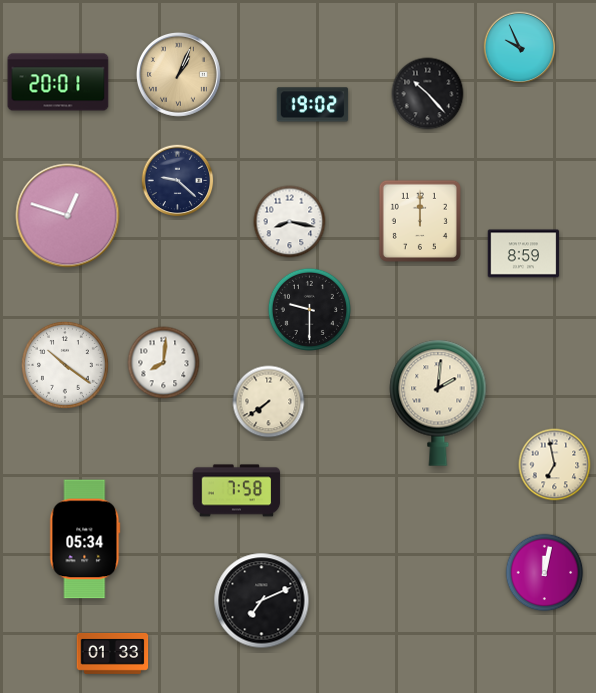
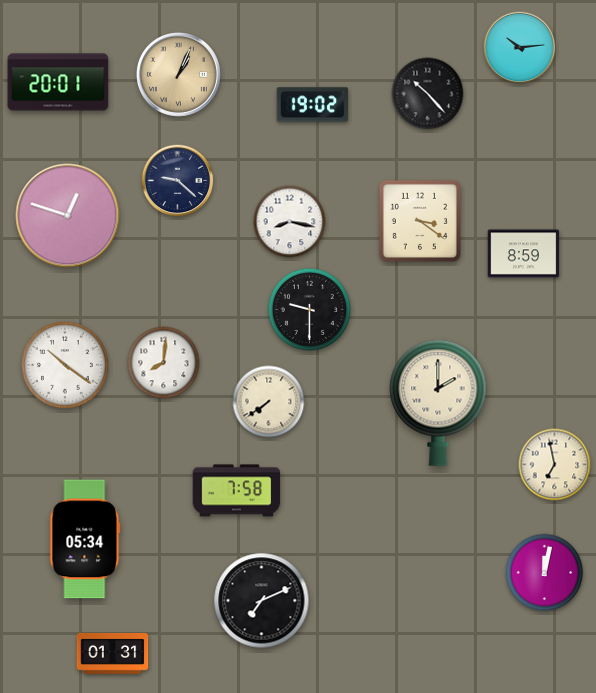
clock at (520, 48): 9:56 -> 10:14
clock at (420, 221): 12:00 -> 3:21
clock at (438, 403): 2:01 -> 2:00
clock at (113, 653): 01:33 -> 01:31
